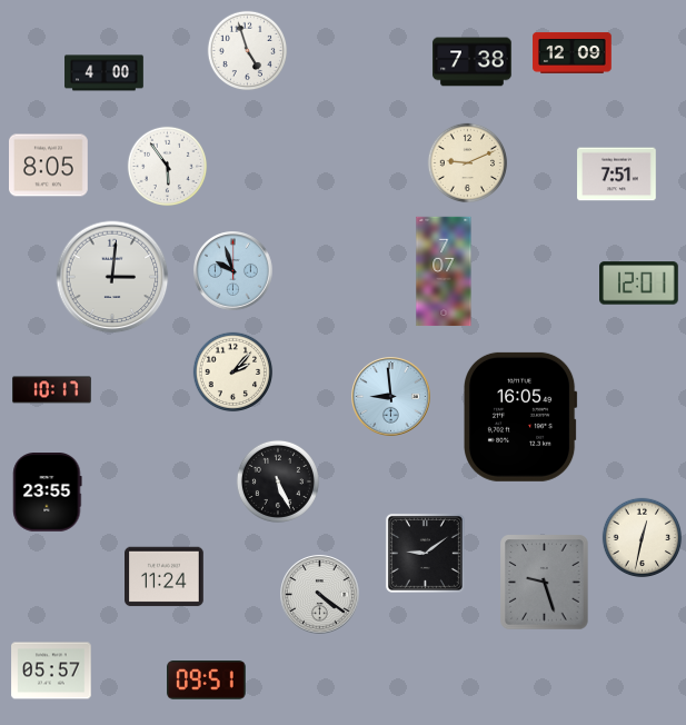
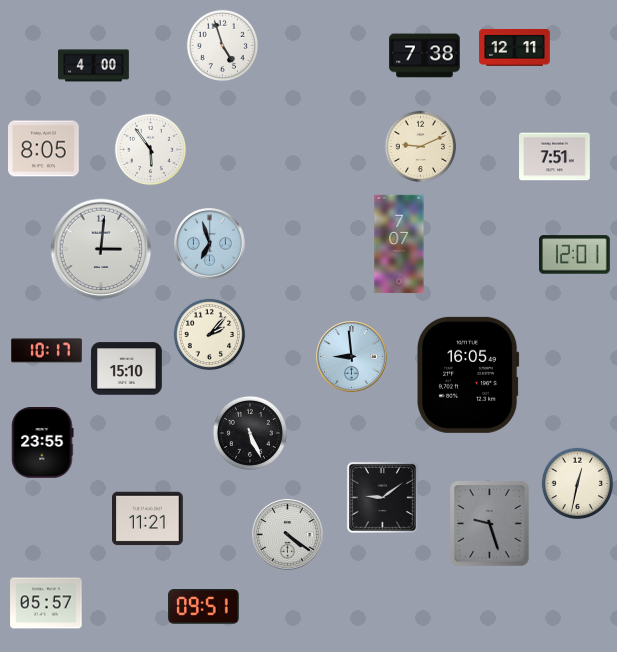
clock at (573, 52): 12:09 -> 12:11
clock at (233, 271): 9:57 -> 6:57
clock at (127, 369): none -> 15:10
clock at (165, 577): 11:24 -> 11:21
clock at (207, 681) position: (207, 681) -> (204, 607)
